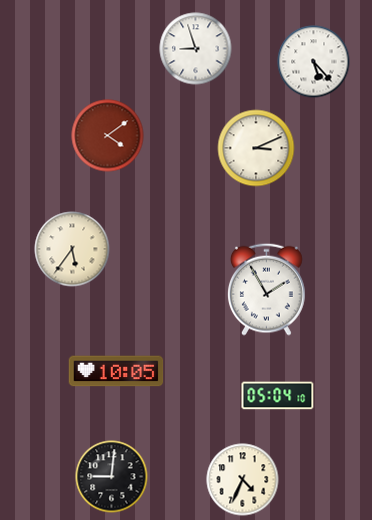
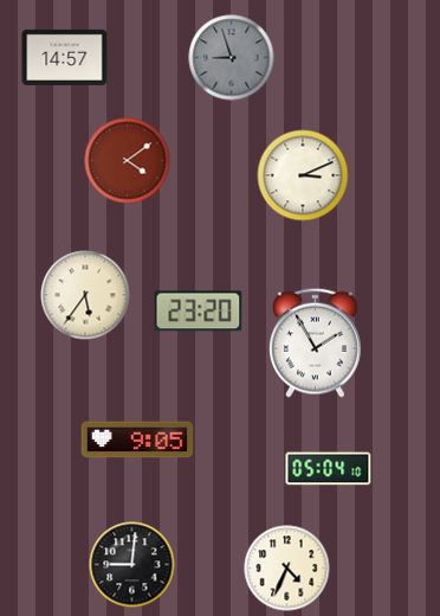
clock at (65, 57): none -> 14:57
clock at (196, 49) dial: white -> grey
clock at (314, 62): 5:23 -> none
clock at (199, 312): none -> 23:20
clock at (116, 371): 10:05 -> 9:05
